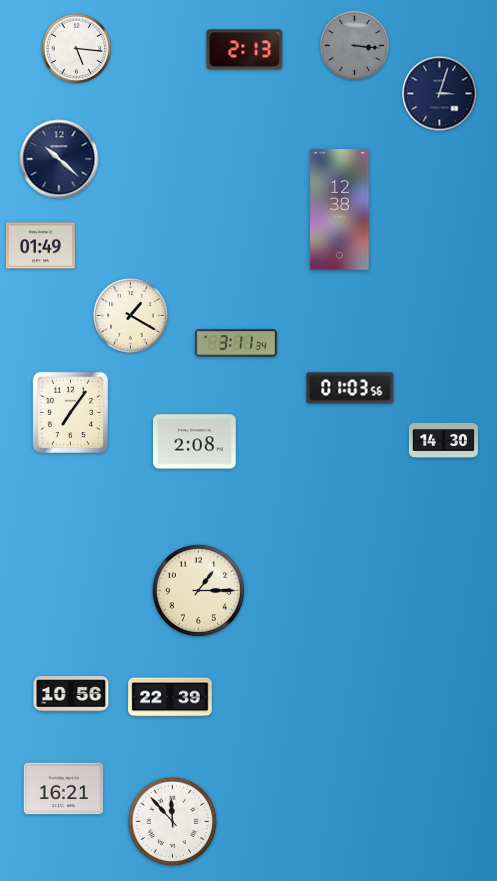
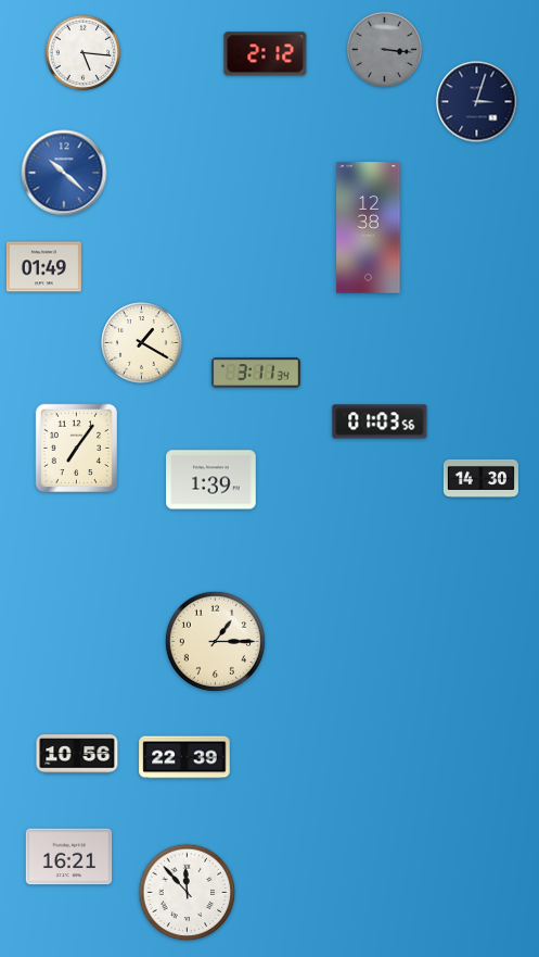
clock at (245, 50): 2:13 -> 2:12
clock at (59, 159) dial: navy -> blue
clock at (195, 442): 2:08 -> 1:39
